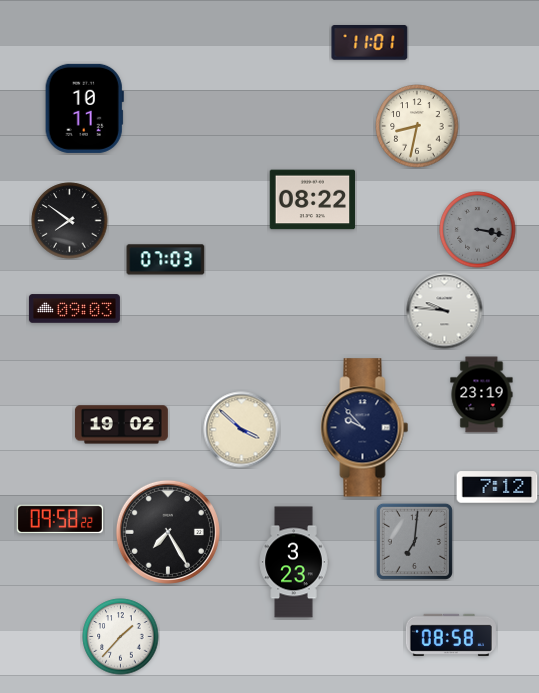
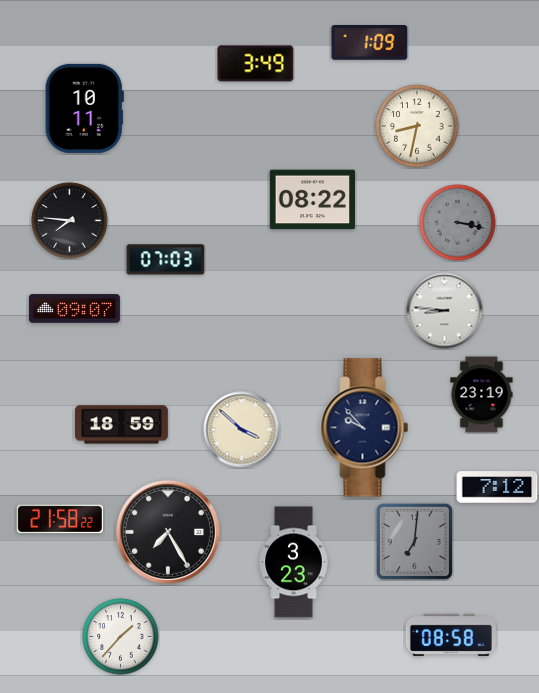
clock at (370, 43): 11:01 -> 1:09
clock at (256, 64): none -> 3:49
clock at (70, 221): 7:51 -> 7:46
clock at (478, 230) position: (478, 230) -> (458, 223)
clock at (74, 309): 09:03 -> 09:07
clock at (445, 311): 9:46 -> 8:46
clock at (121, 425): 19:02 -> 18:59
clock at (60, 519): 09:58 -> 21:58
